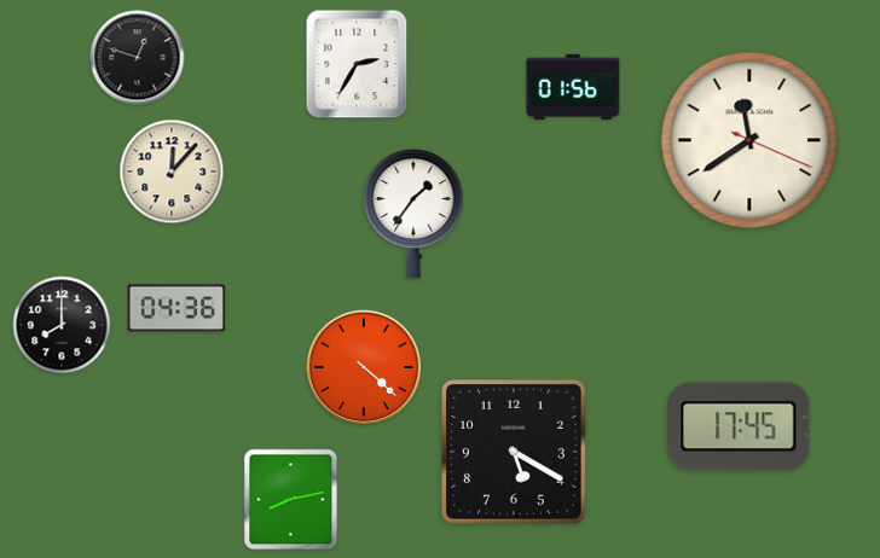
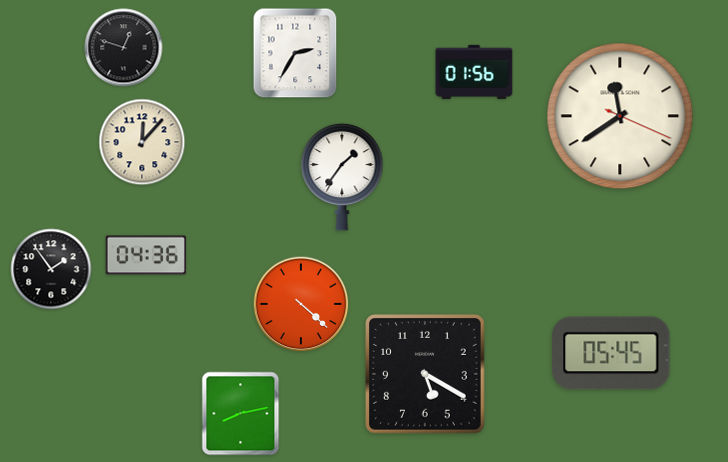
clock at (138, 58) position: (138, 58) -> (124, 48)
clock at (62, 325): 8:00 -> 1:54
clock at (739, 426): 17:45 -> 05:45
